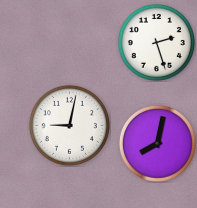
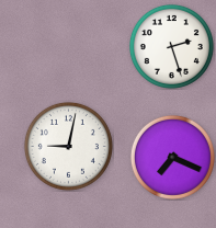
clock at (69, 125) position: (69, 125) -> (68, 146)
clock at (157, 143): 8:02 -> 7:19
